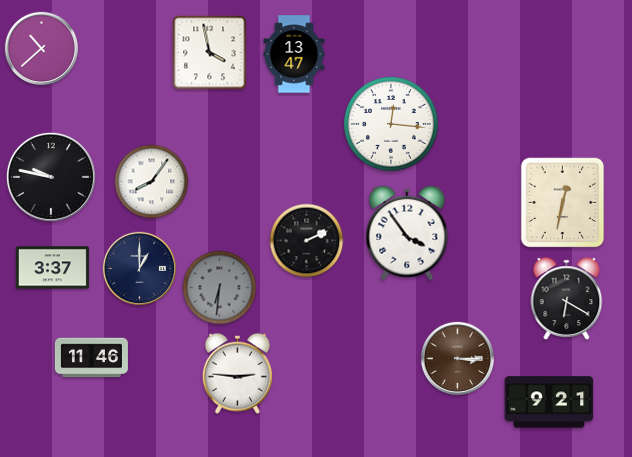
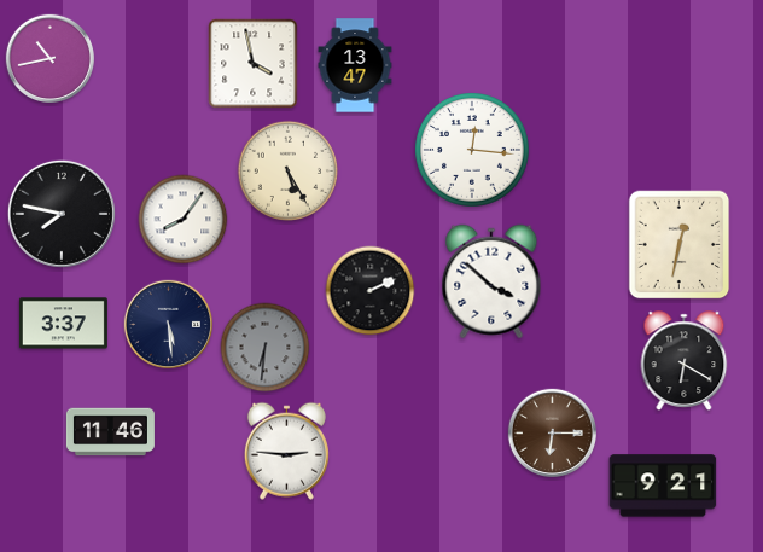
clock at (41, 48): 10:38 -> 10:43
clock at (289, 172): none -> 5:25
clock at (51, 177): 9:47 -> 7:47
clock at (407, 233): 3:54 -> 3:52
clock at (139, 268): 1:00 -> 5:29
clock at (457, 358): 3:15 -> 6:15
